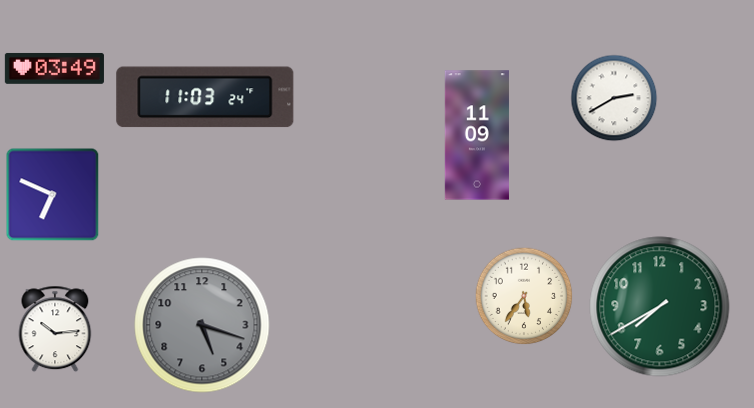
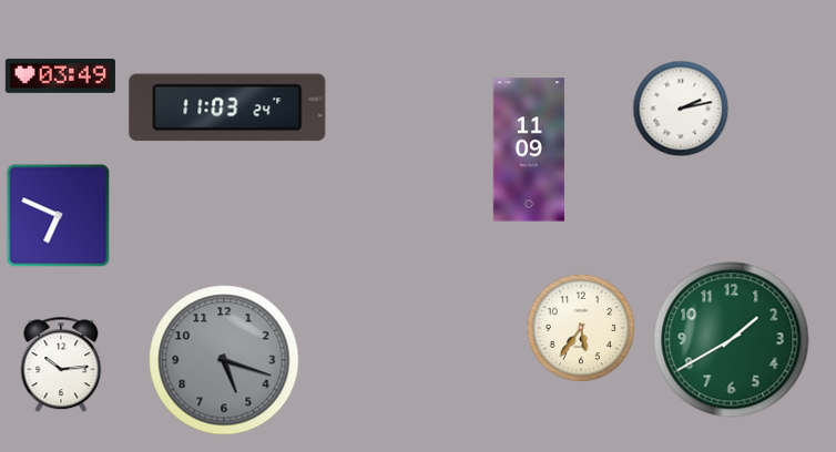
clock at (614, 98): 2:40 -> 2:13
clock at (660, 307): 7:40 -> 1:40
